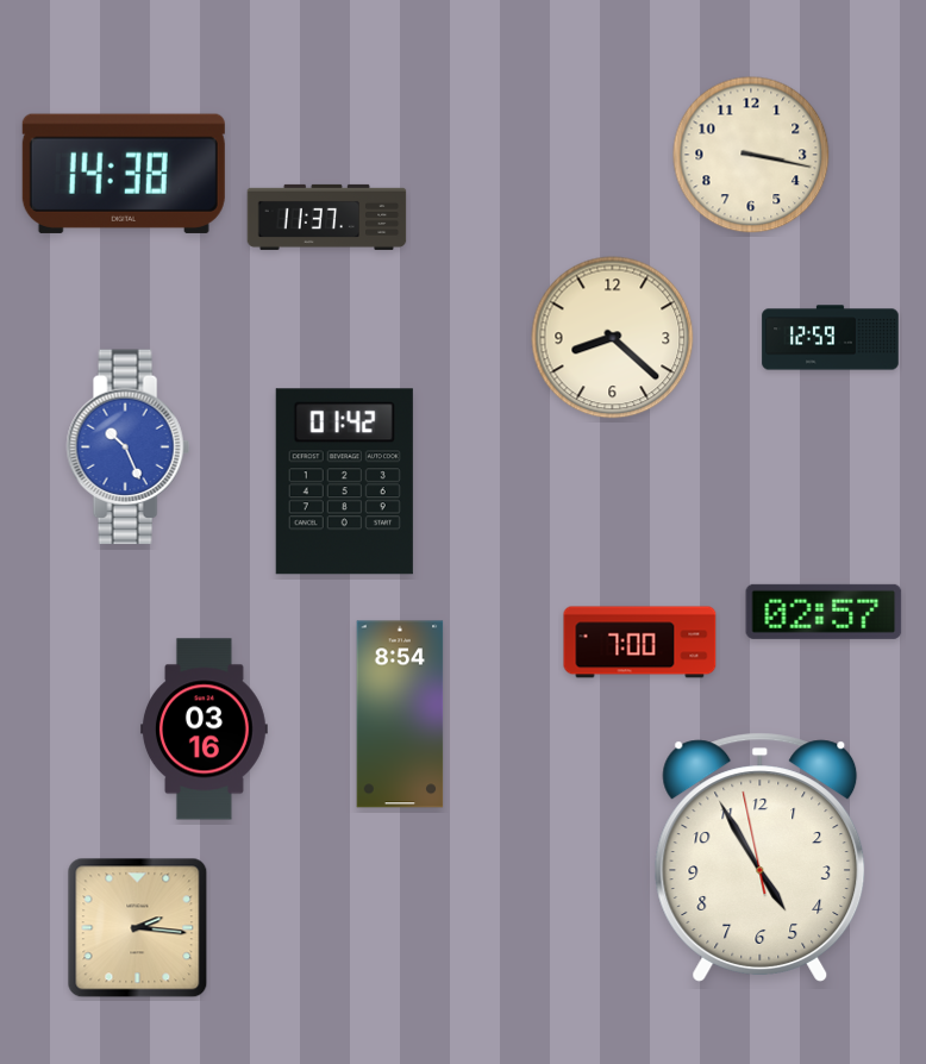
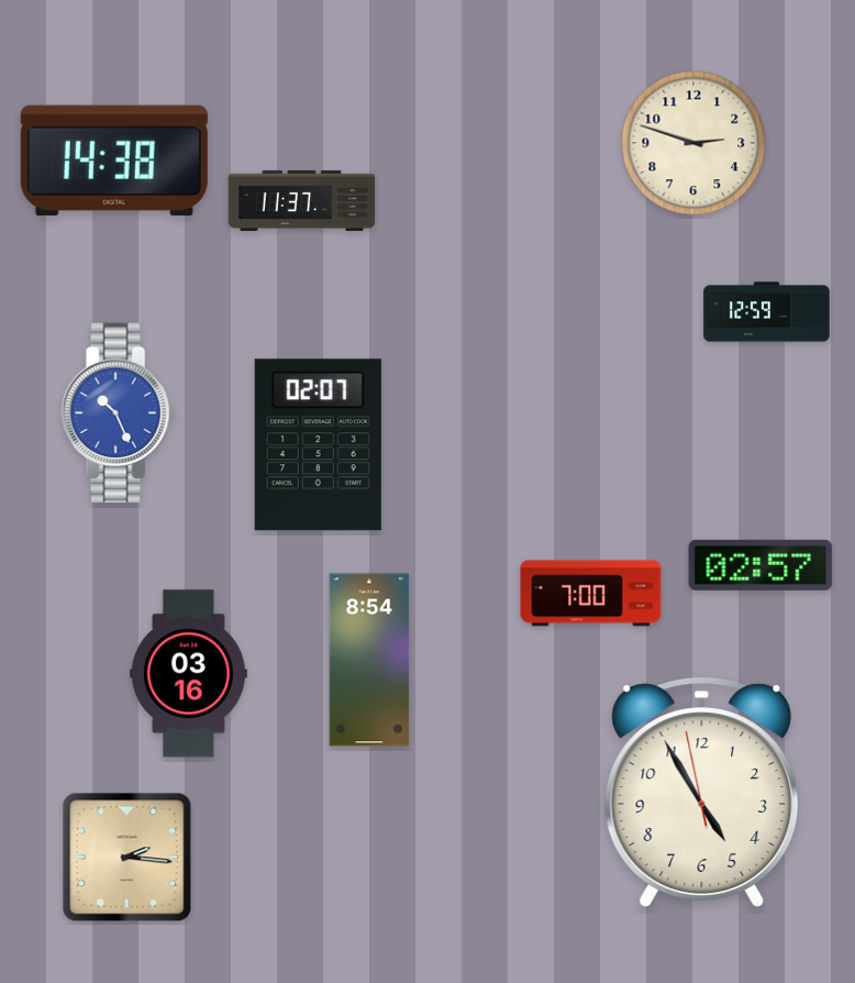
clock at (751, 155): 3:17 -> 2:48
clock at (613, 338): 8:22 -> none
clock at (344, 482): 01:42 -> 02:07
